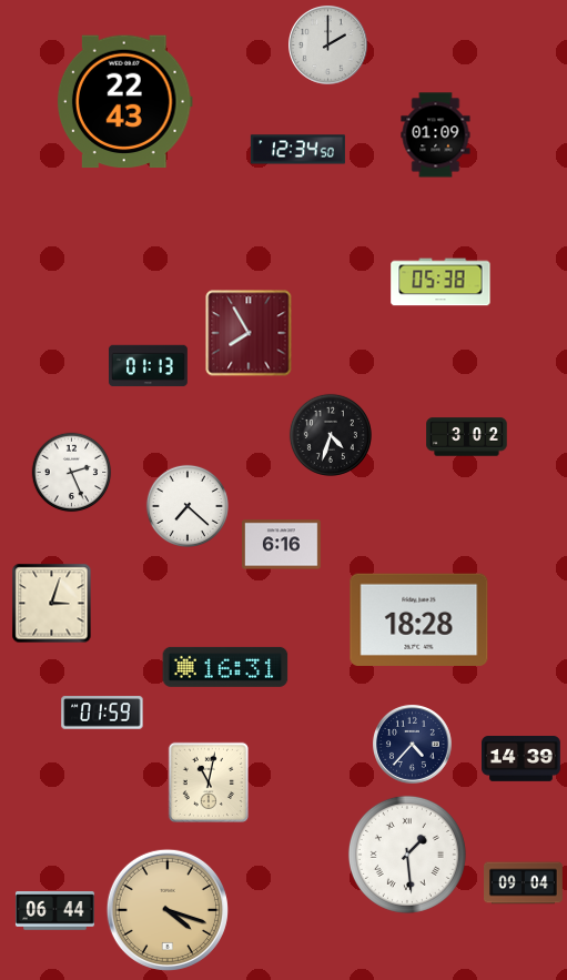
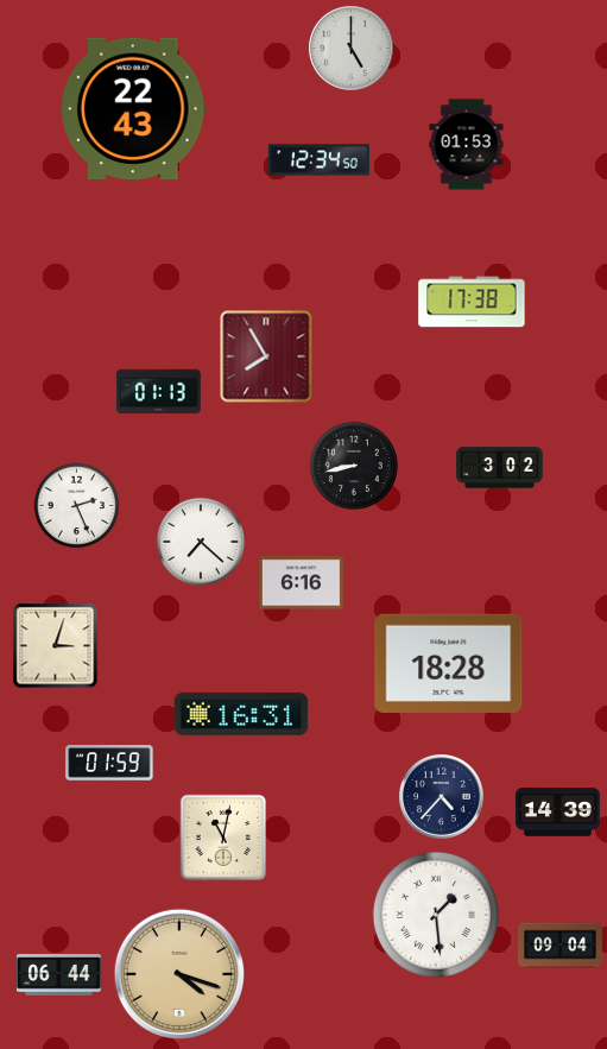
clock at (328, 46): 2:00 -> 5:00
clock at (436, 135): 01:09 -> 01:53
clock at (441, 282): 05:38 -> 17:38
clock at (331, 435): 4:33 -> 8:43
